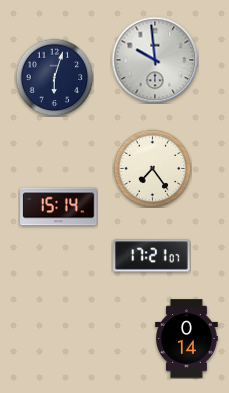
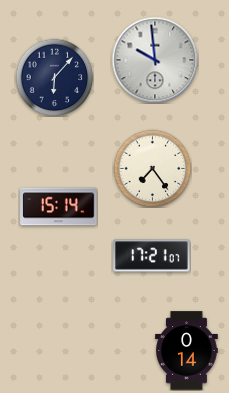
clock at (54, 77): 6:03 -> 6:07
clock at (187, 339) position: (187, 339) -> (187, 351)
